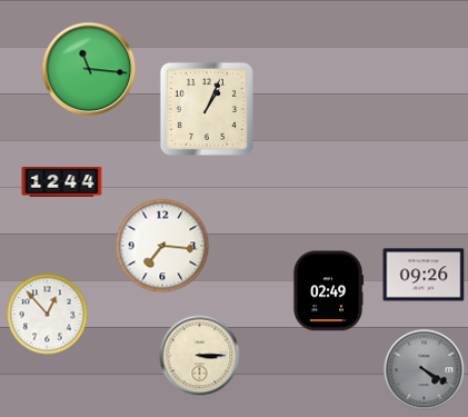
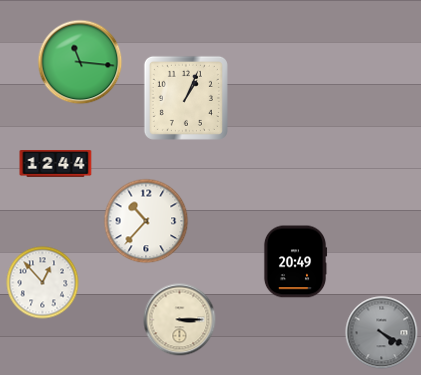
clock at (162, 246): 7:16 -> 10:37
clock at (424, 275): 09:26 -> none
clock at (328, 291): 02:49 -> 20:49
